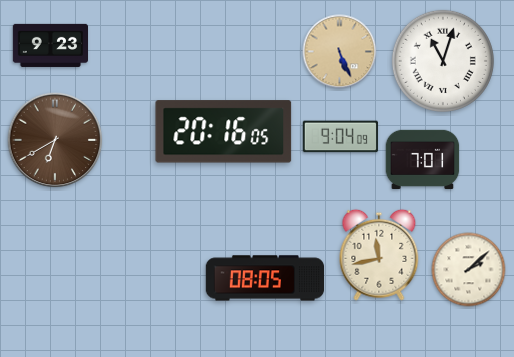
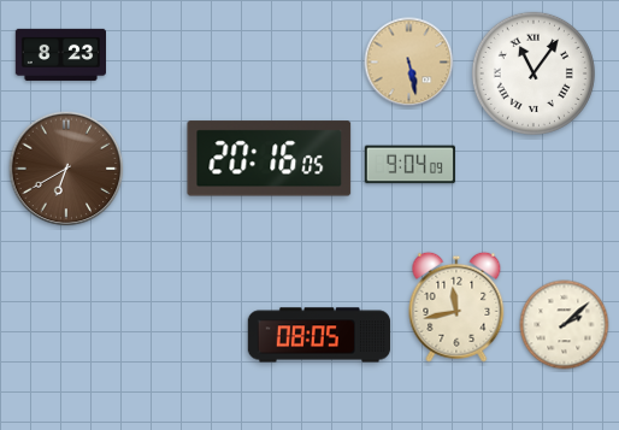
clock at (50, 45): 9:23 -> 8:23
clock at (340, 52): 5:26 -> 5:28
clock at (443, 61): 11:03 -> 11:06
clock at (423, 160): 7:01 -> none
